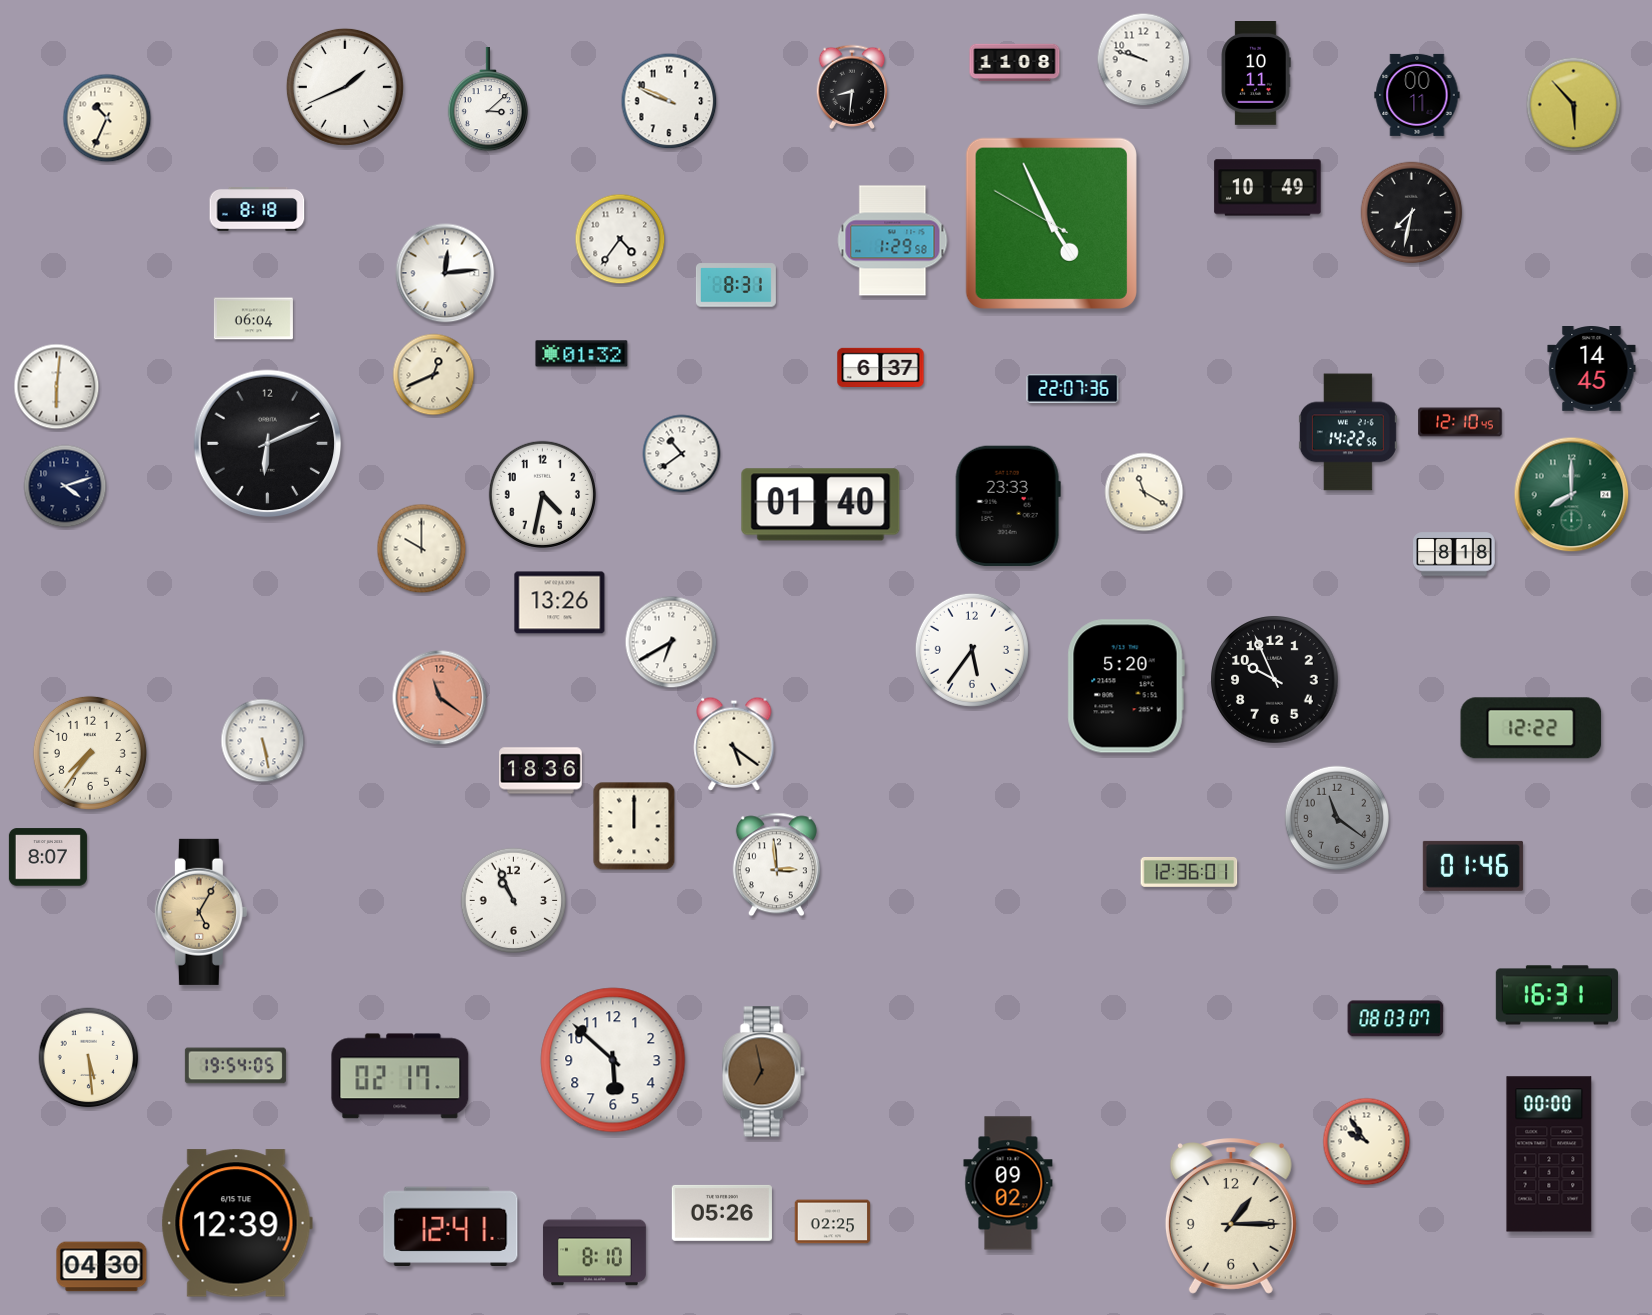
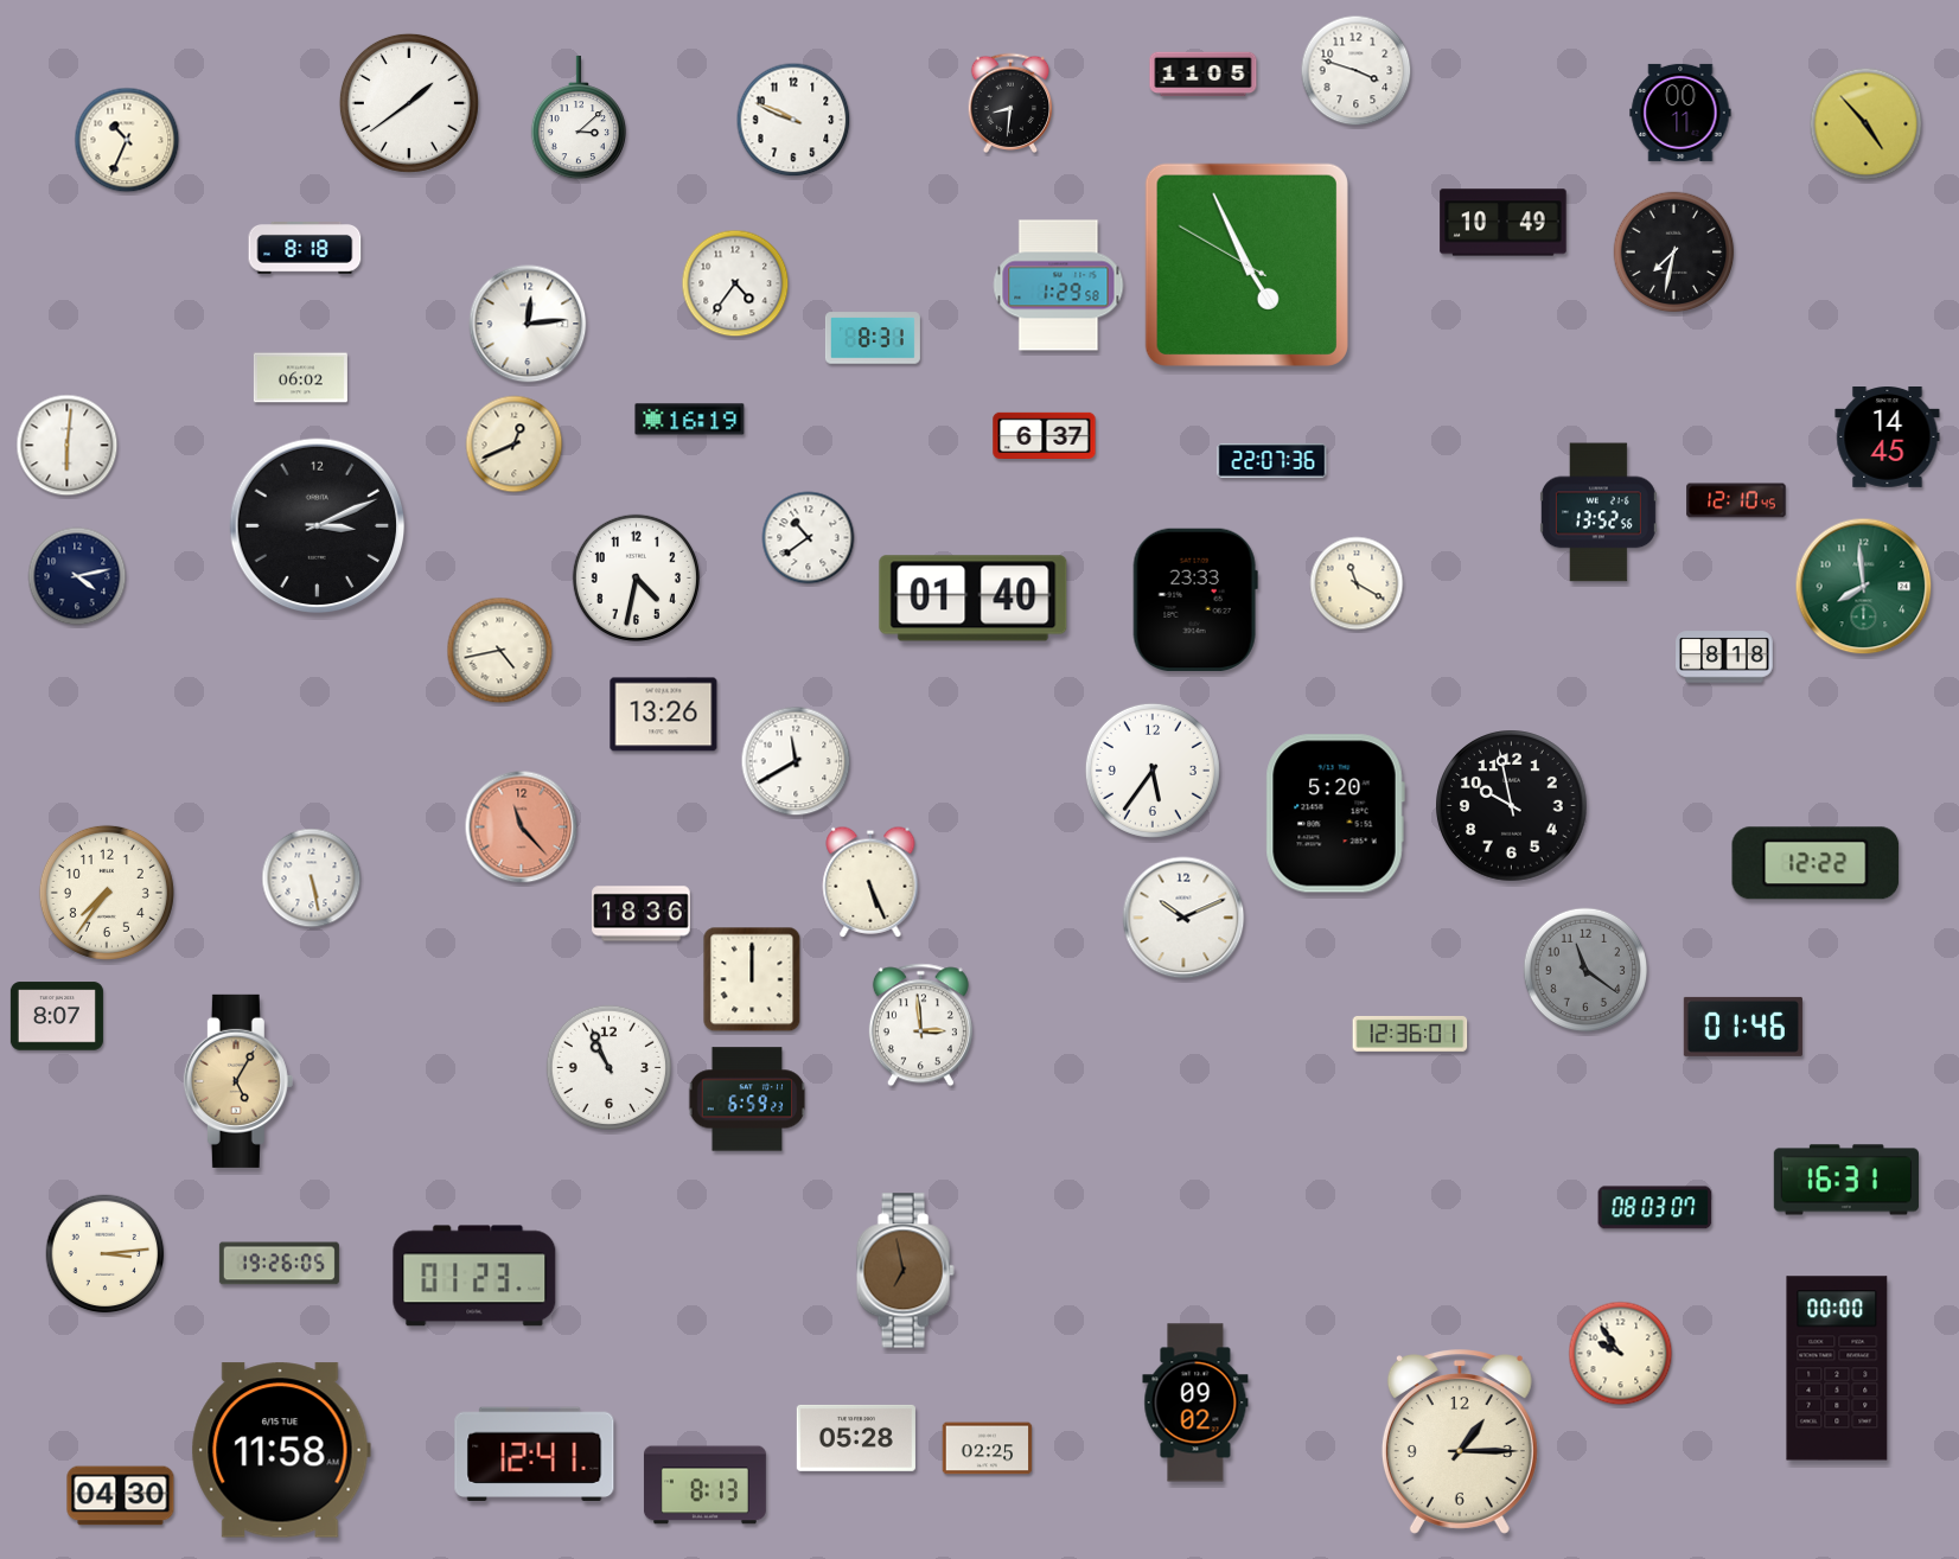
clock at (1144, 60): 9:48 -> 3:48
clock at (1015, 63): 11:08 -> 11:05
clock at (1256, 74): 10:11 -> none
clock at (345, 87): 1:41 -> 1:39
clock at (1574, 105): 5:53 -> 4:53
clock at (253, 319): 06:04 -> 06:02
clock at (582, 354): 01:32 -> 16:19
clock at (57, 387) position: (57, 387) -> (68, 446)
clock at (1460, 422) position: (1460, 422) -> (1736, 500)
clock at (1348, 432): 14:22 -> 13:52
clock at (268, 444): 6:11 -> 3:11
clock at (65, 486): 4:12 -> 4:13
clock at (542, 494) position: (542, 494) -> (636, 577)
clock at (1572, 495): 8:00 -> 7:59
clock at (422, 549): 10:00 -> 4:43
clock at (671, 642): 6:40 -> 11:40
clock at (1275, 680): 9:56 -> 9:58
clock at (440, 698): 11:21 -> 11:23
clock at (734, 744): 5:21 -> 5:26
clock at (1183, 918): none -> 10:11
clock at (1473, 866) position: (1473, 866) -> (1743, 1027)
clock at (747, 1099): none -> 6:59
clock at (89, 1058): 5:29 -> 3:14
clock at (613, 1060): 5:52 -> none
clock at (235, 1066): 19:54 -> 19:26
clock at (400, 1076): 02:17 -> 01:23
clock at (722, 1213): 05:26 -> 05:28
clock at (237, 1223): 12:39 -> 11:58
clock at (594, 1253): 8:10 -> 8:13
clock at (102, 1267) position: (102, 1267) -> (121, 1496)
